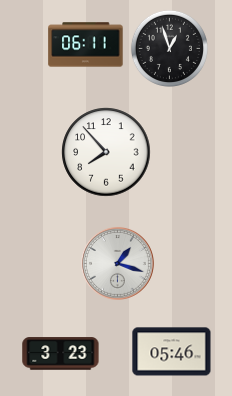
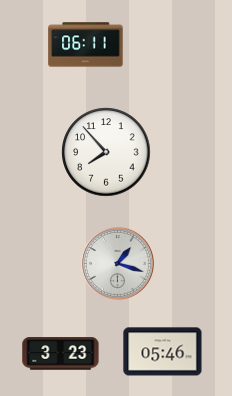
clock at (169, 48): 12:57 -> none
clock at (172, 352) position: (172, 352) -> (163, 352)
